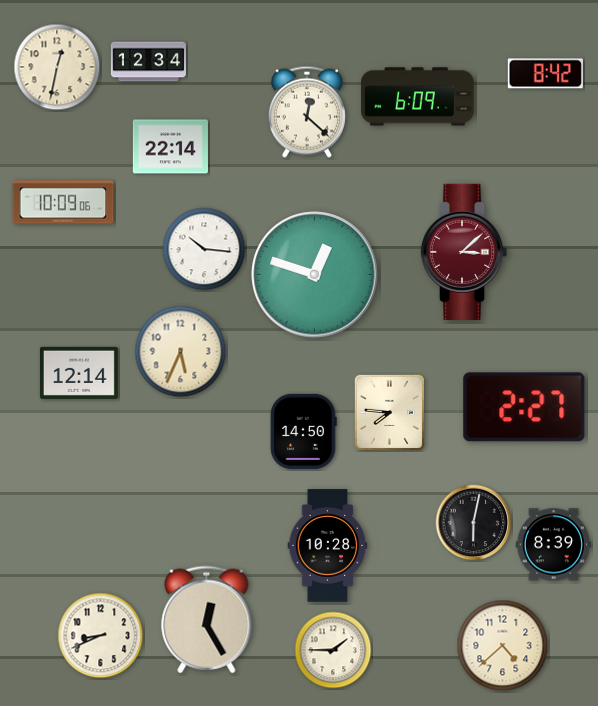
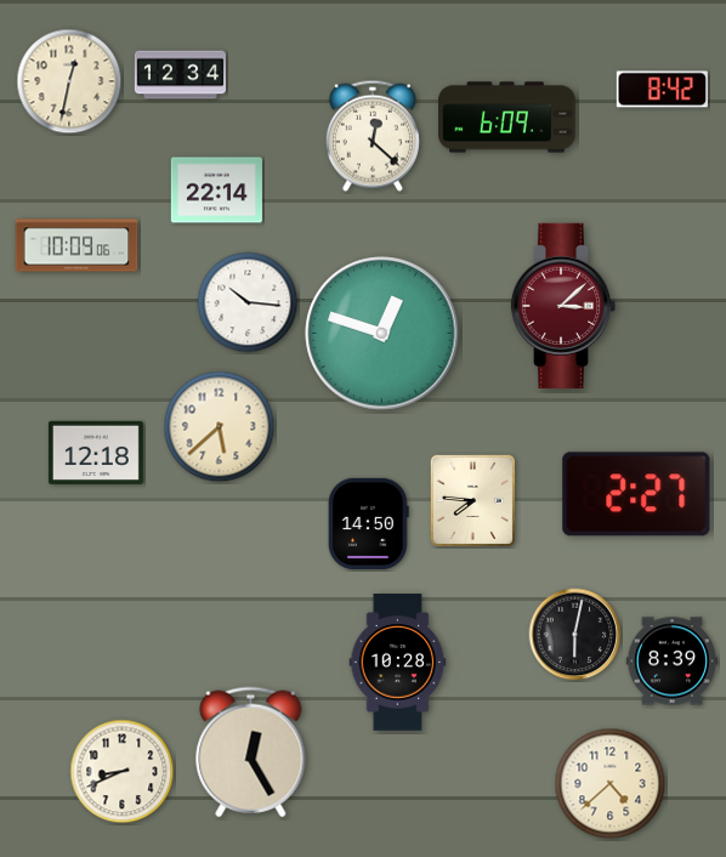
clock at (170, 147) position: (170, 147) -> (216, 191)
clock at (181, 352): 5:34 -> 5:38
clock at (79, 373): 12:14 -> 12:18
clock at (333, 650): 1:45 -> none
